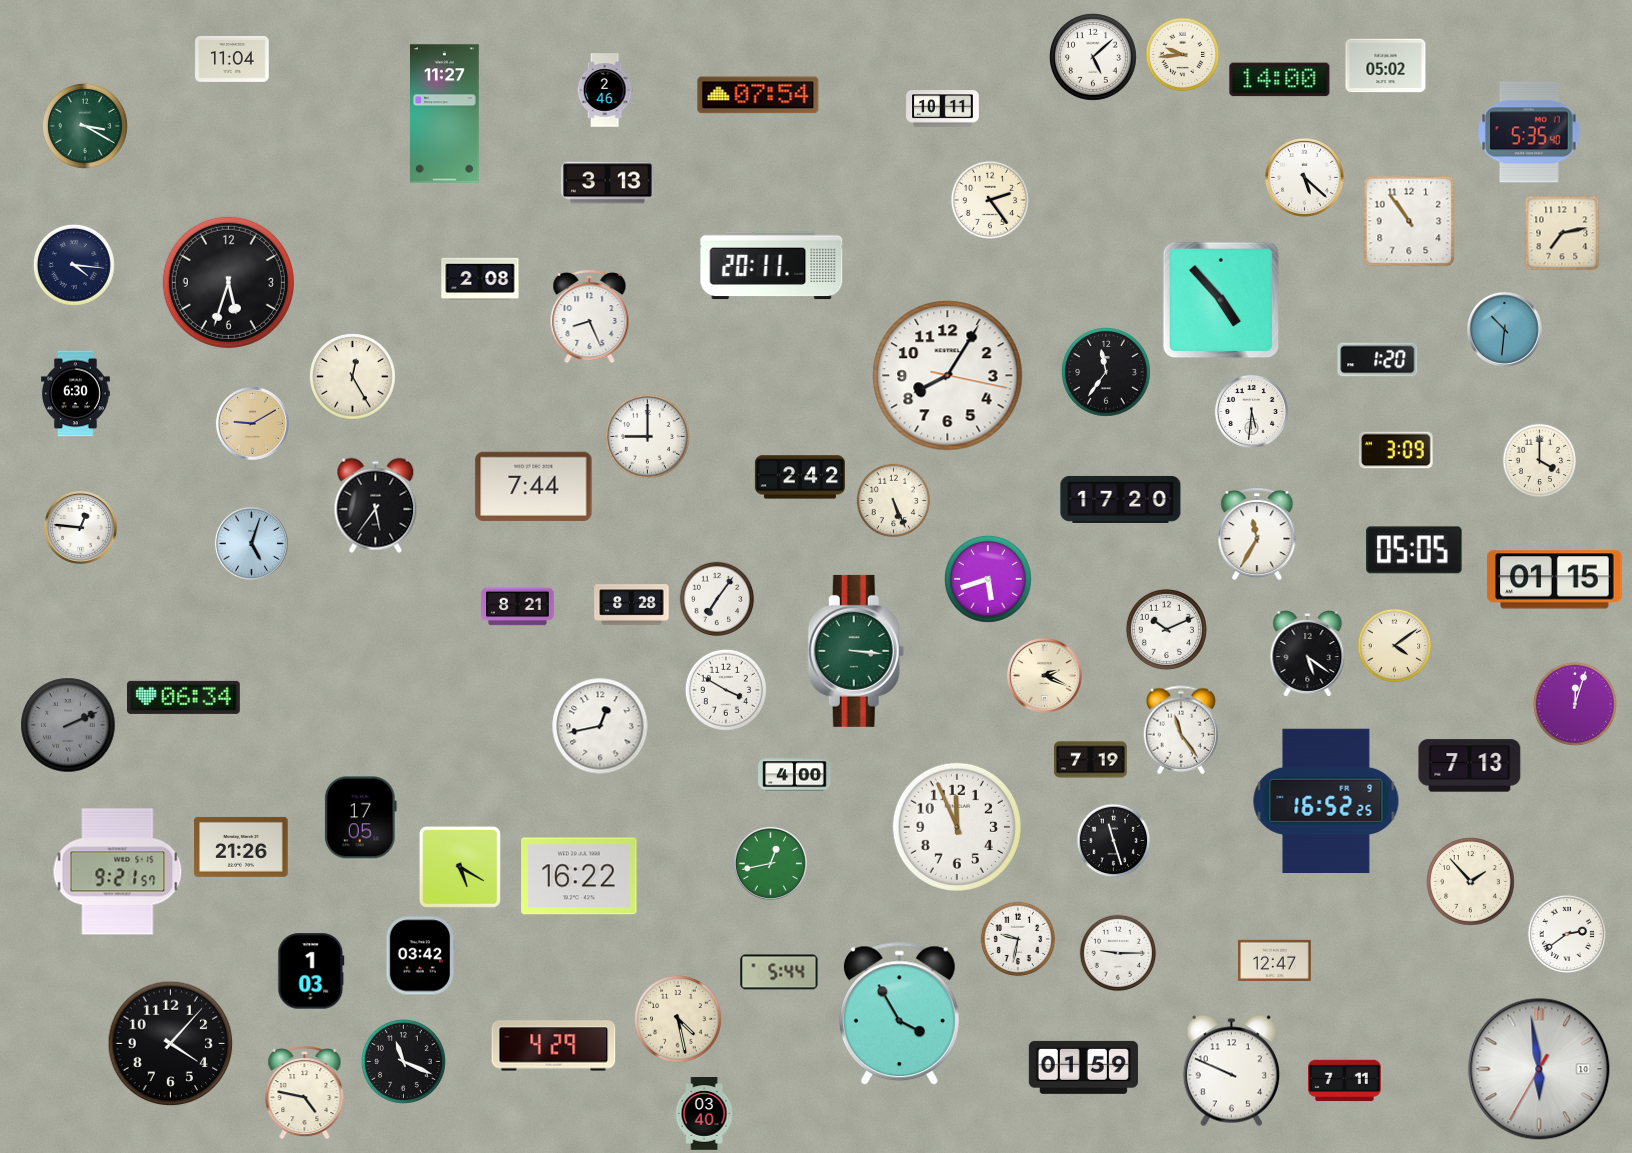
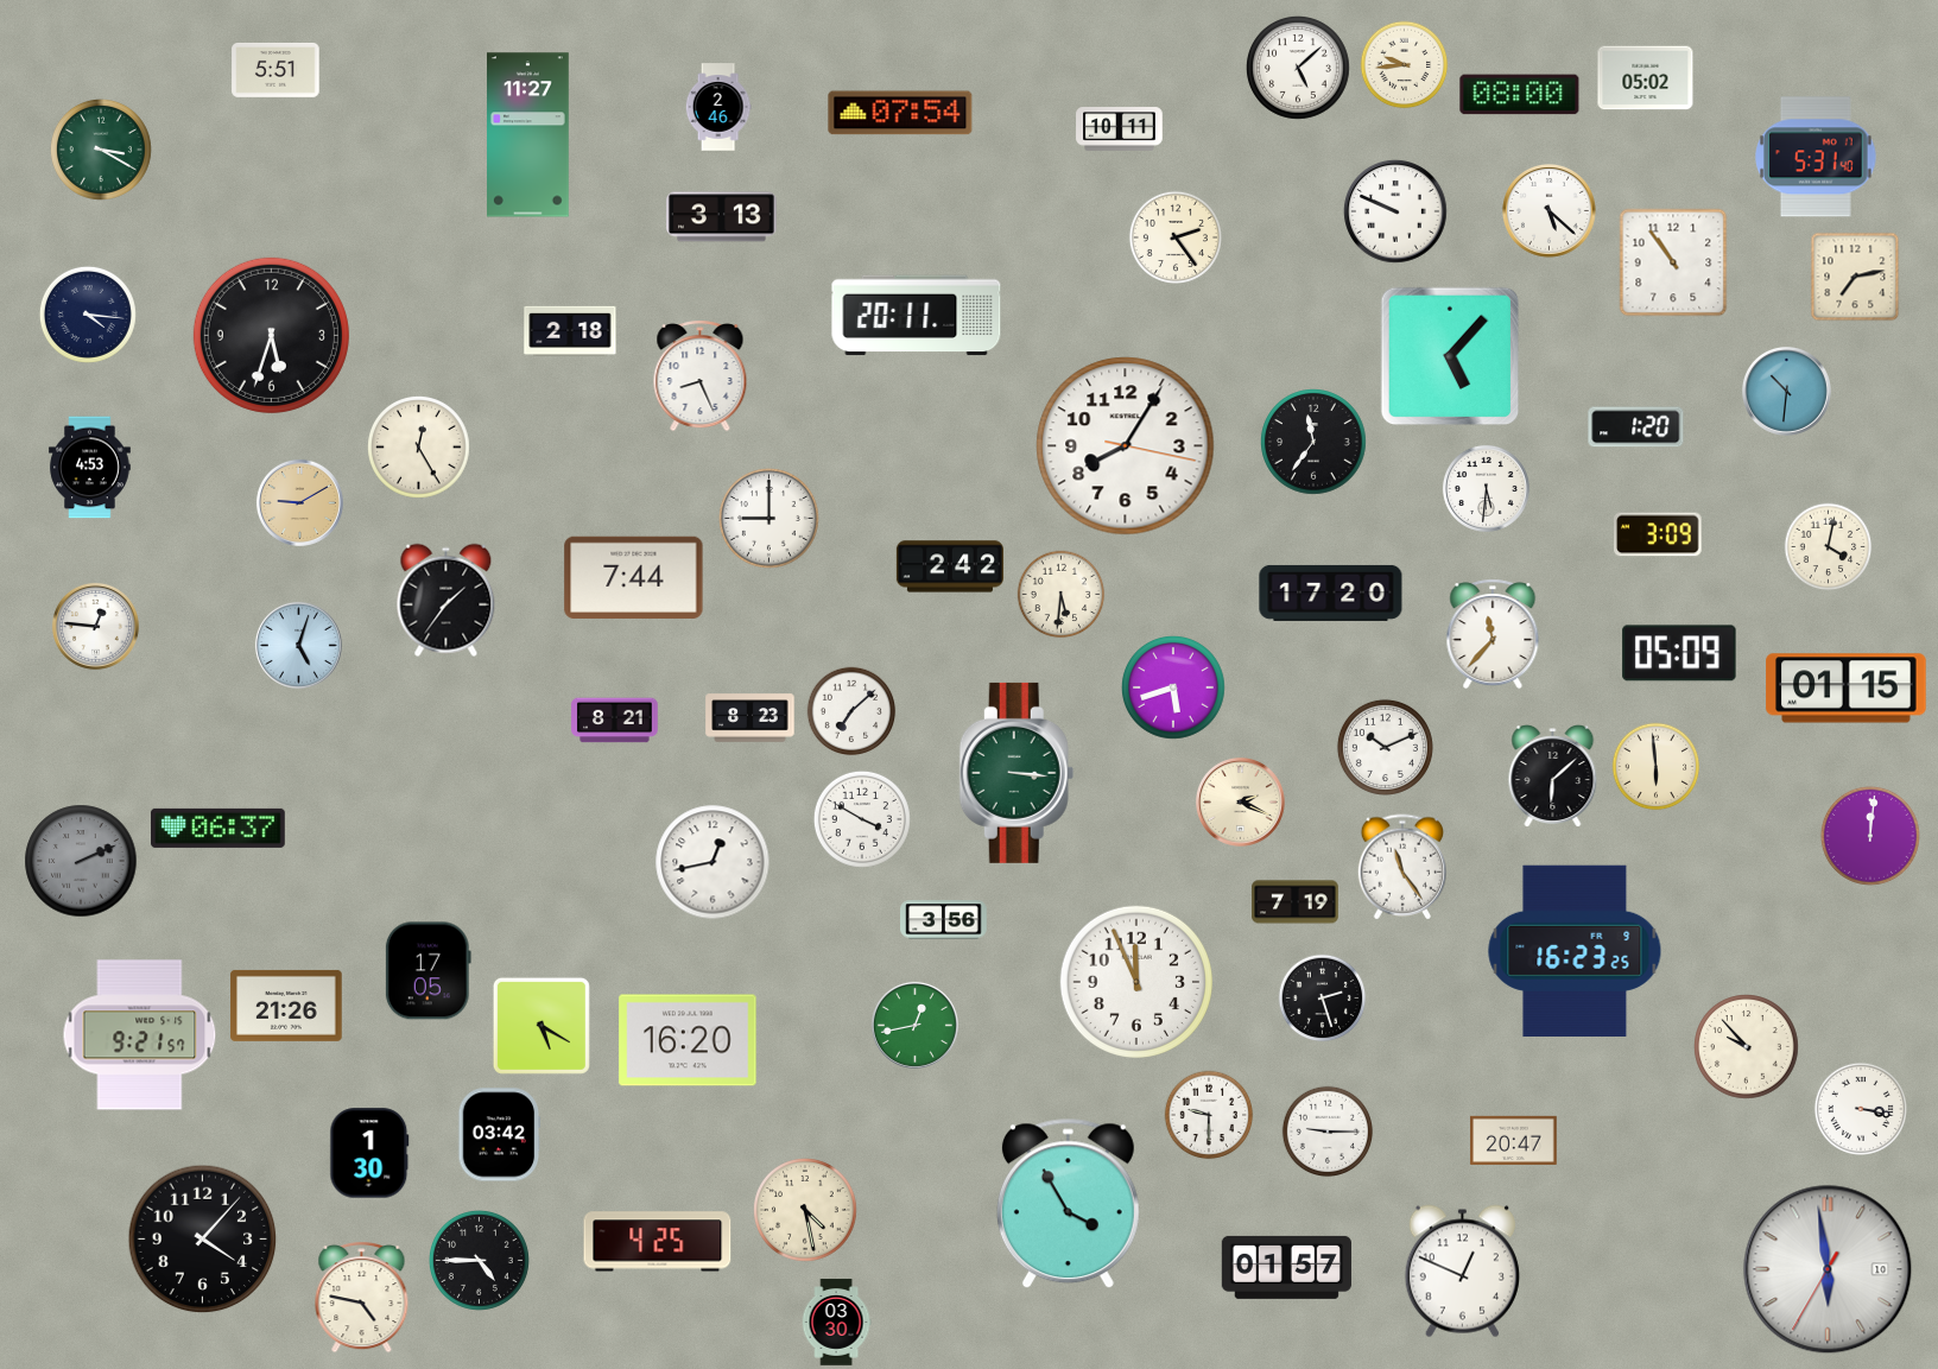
clock at (232, 60): 11:04 -> 5:51
clock at (1280, 80): 14:00 -> 08:00
clock at (1529, 132): 5:35 -> 5:31
clock at (1395, 211): none -> 9:49
clock at (480, 278): 2:08 -> 2:18
clock at (1221, 300): 4:53 -> 5:07
clock at (76, 394): 6:30 -> 4:53
clock at (1540, 461): 4:00 -> 4:02
clock at (894, 501): 5:26 -> 5:31
clock at (376, 506): 5:36 -> 1:36
clock at (1257, 534): 11:35 -> 11:37
clock at (1414, 550): 05:05 -> 05:09
clock at (717, 599): 7:06 -> 7:08
clock at (632, 605): 8:28 -> 8:23
clock at (1395, 646): 4:09 -> 5:59
clock at (1308, 654): 5:21 -> 6:08
clock at (184, 697): 06:34 -> 06:37
clock at (1575, 704): 12:03 -> 12:01
clock at (1470, 766): 7:13 -> none
clock at (795, 775): 4:00 -> 3:56
clock at (1326, 800): 16:52 -> 16:23
clock at (1114, 841): 11:27 -> 2:27
clock at (460, 867) position: (460, 867) -> (541, 1026)
clock at (579, 876): 16:22 -> 16:20
clock at (1471, 882): 1:53 -> 9:53
clock at (1567, 934): 2:39 -> 3:17
clock at (1018, 939): 9:32 -> 9:30
clock at (1275, 960): 12:47 -> 20:47
clock at (311, 971): 1:03 -> 1:30
clock at (779, 972): 5:44 -> none
clock at (554, 1046): 4:29 -> 4:25
clock at (403, 1061): 11:19 -> 4:45
clock at (1083, 1067): 01:59 -> 01:57
clock at (1231, 1071): 9:49 -> 12:49
clock at (1345, 1081): 7:11 -> none
clock at (704, 1114): 03:40 -> 03:30
